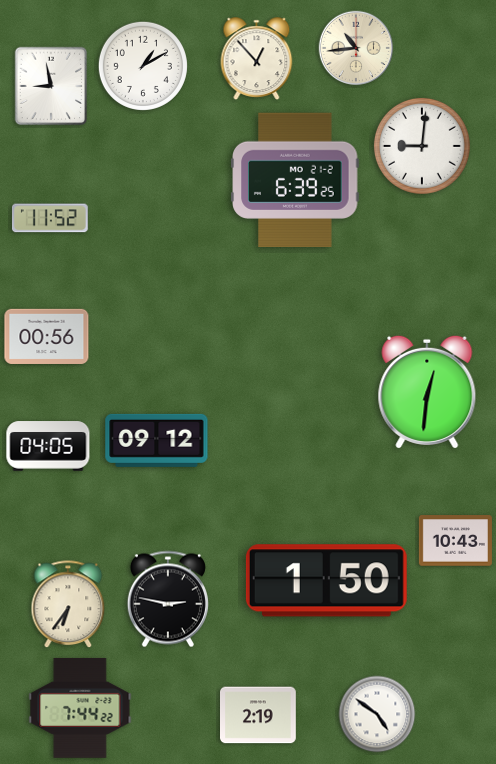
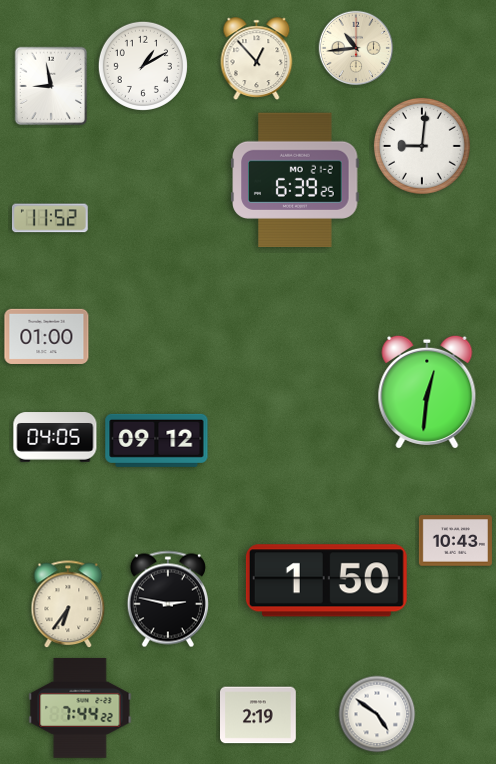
clock at (47, 336): 00:56 -> 01:00
clock at (48, 446) position: (48, 446) -> (55, 437)
